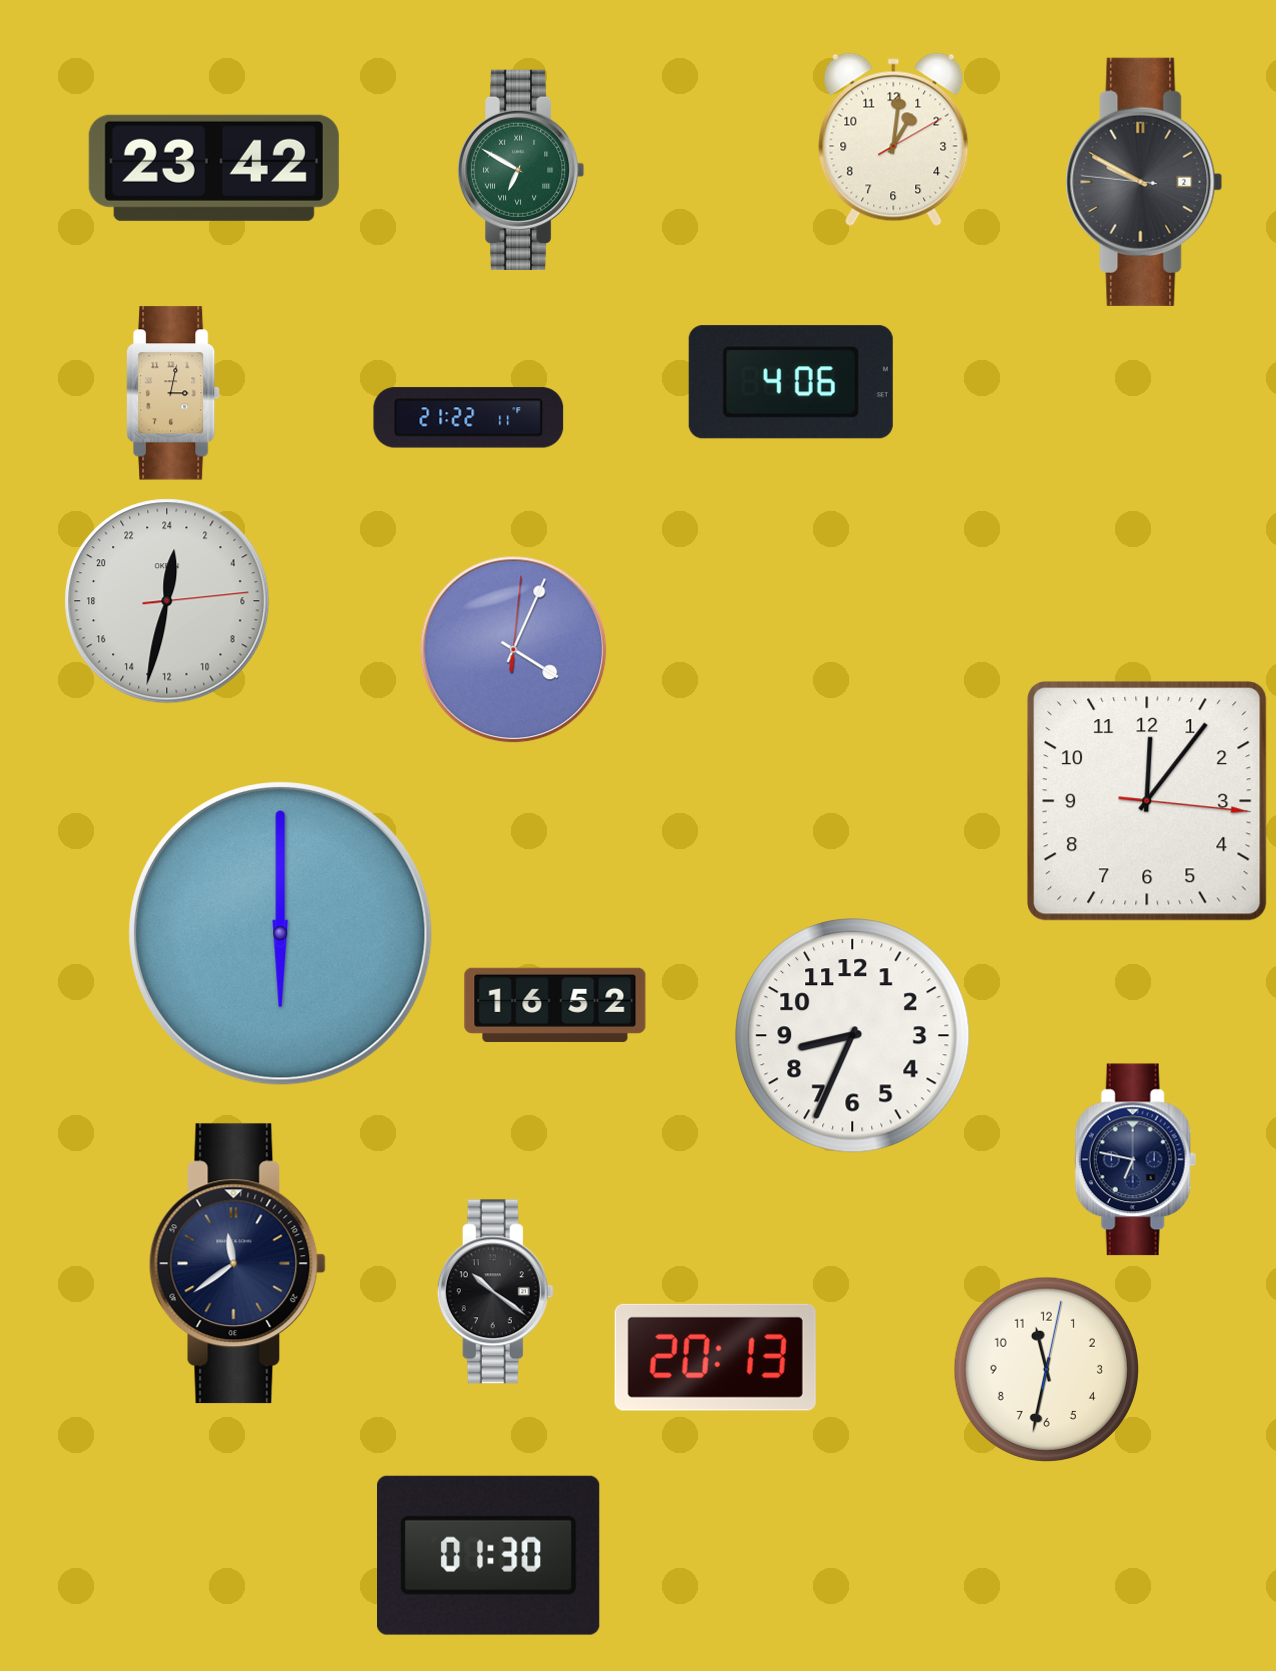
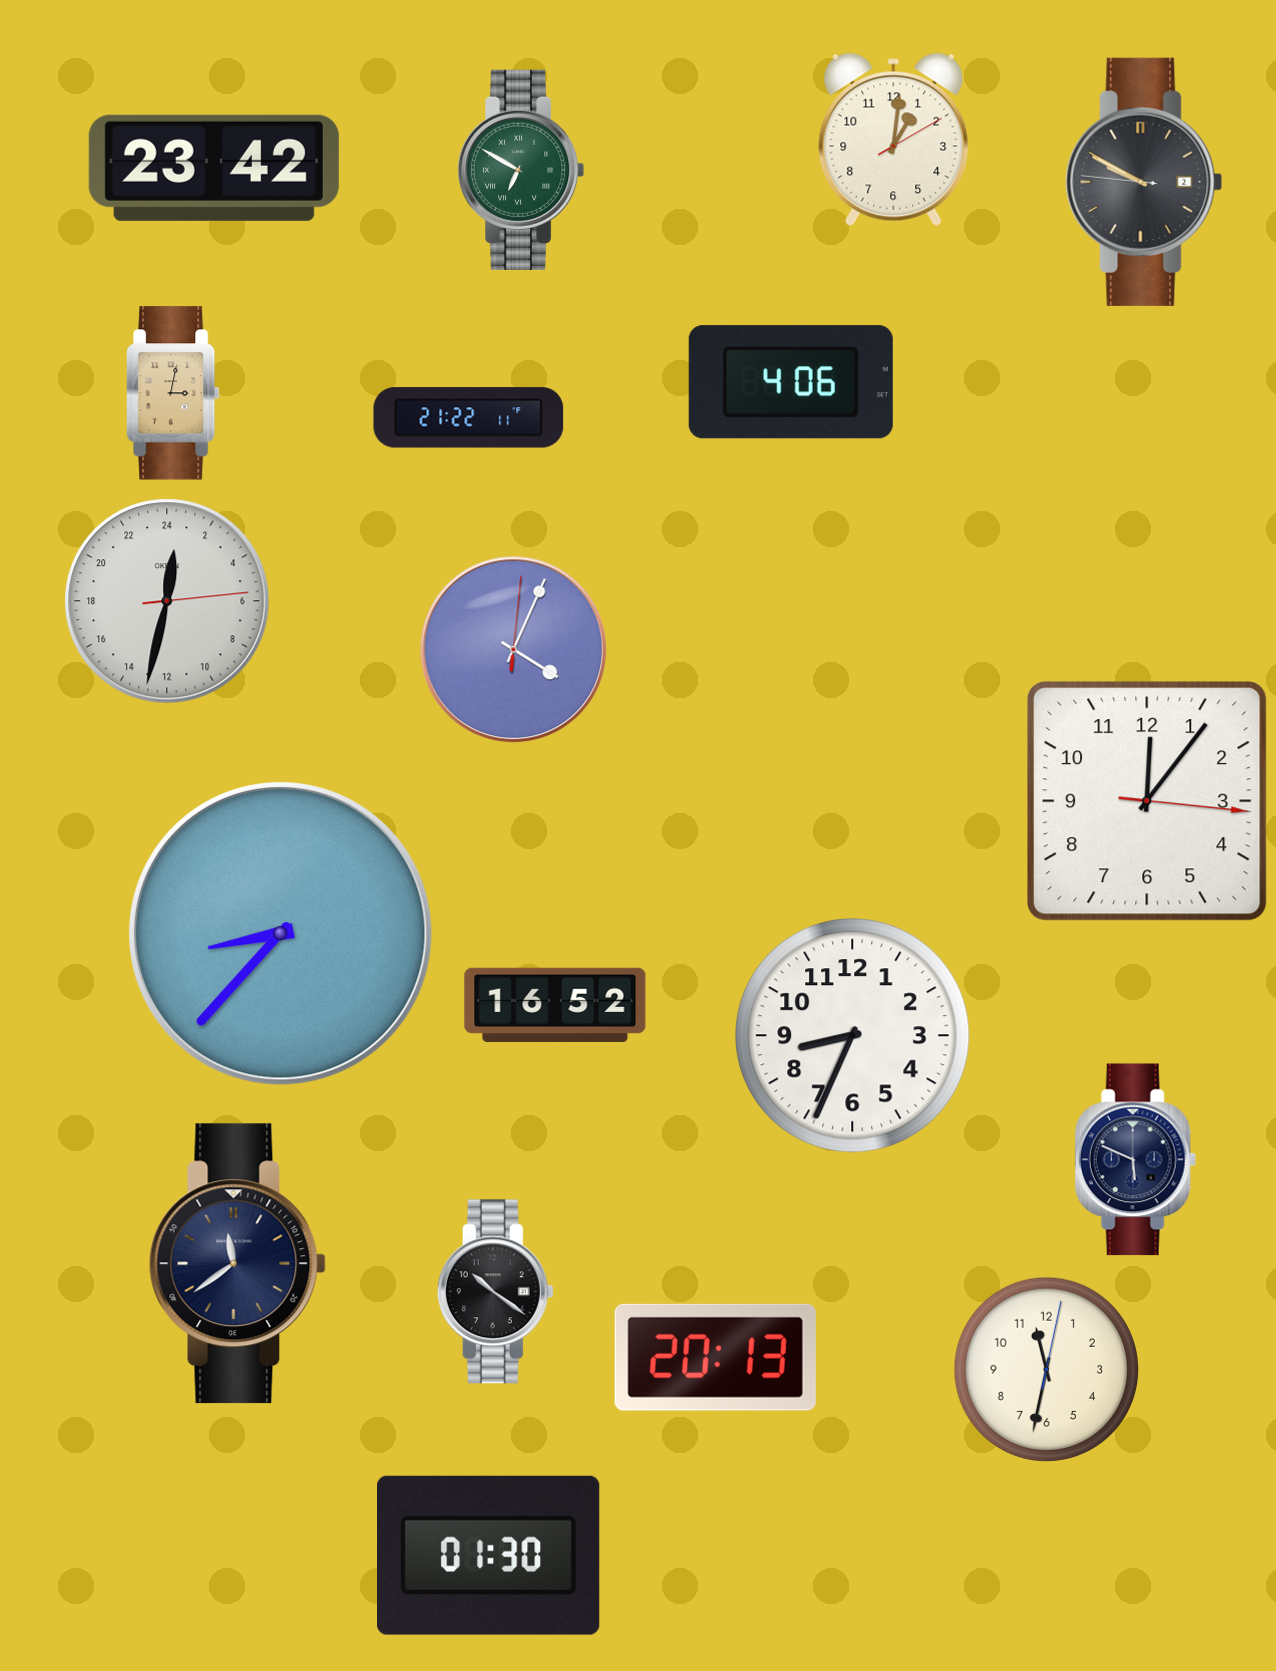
clock at (281, 934): 6:00 -> 8:37
clock at (1135, 1160): 6:47 -> 5:49
